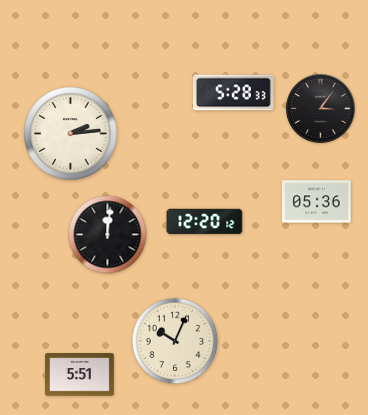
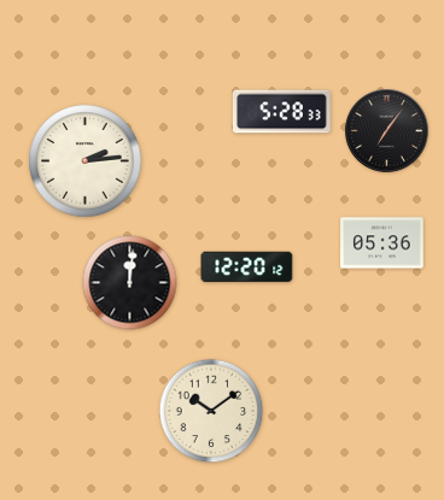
clock at (321, 109): 3:06 -> 7:06
clock at (175, 341): 10:04 -> 10:09
clock at (80, 375): 5:51 -> none
